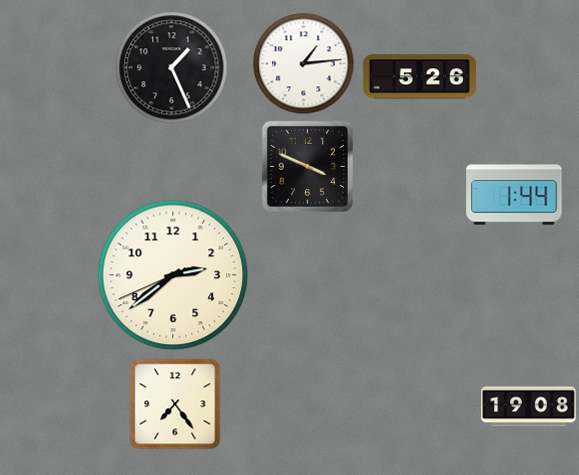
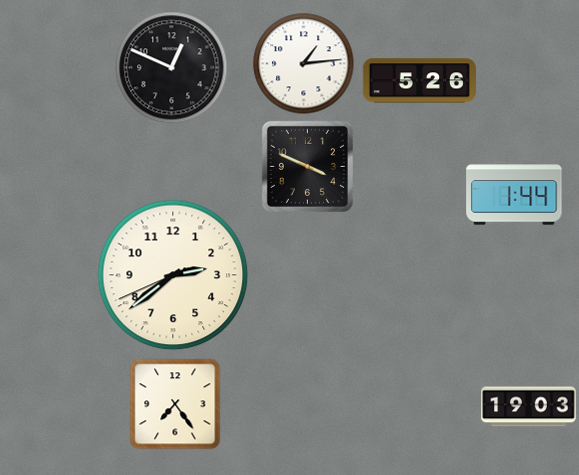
clock at (172, 68): 1:26 -> 12:49
clock at (419, 77) position: (419, 77) -> (419, 81)
clock at (529, 407): 19:08 -> 19:03
